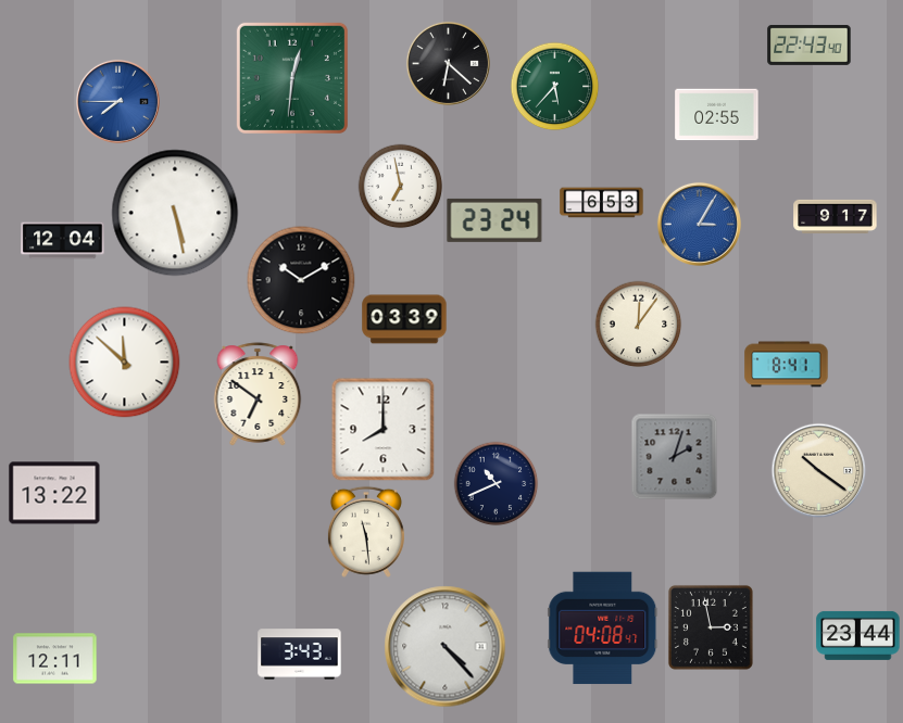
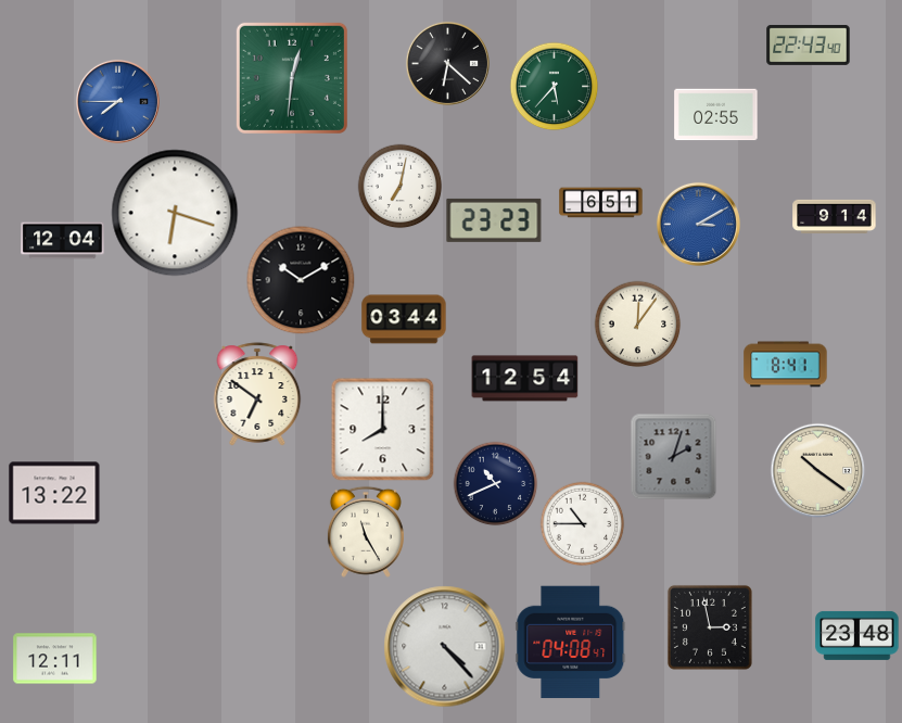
clock at (400, 186): 6:58 -> 7:02
clock at (602, 203): 6:53 -> 6:51
clock at (175, 213): 5:28 -> 6:18
clock at (836, 216): 9:17 -> 9:14
clock at (494, 220): 23:24 -> 23:23
clock at (699, 224): 3:05 -> 3:10
clock at (404, 319): 03:39 -> 03:44
clock at (125, 363): 11:52 -> none
clock at (525, 379): none -> 12:54
clock at (582, 523): none -> 10:45
clock at (366, 532): 11:29 -> 11:25
clock at (603, 629) position: (603, 629) -> (571, 643)
clock at (858, 635): 23:44 -> 23:48
clock at (300, 655): 3:43 -> none
